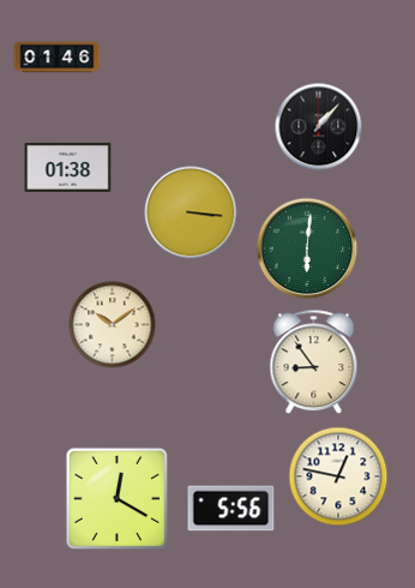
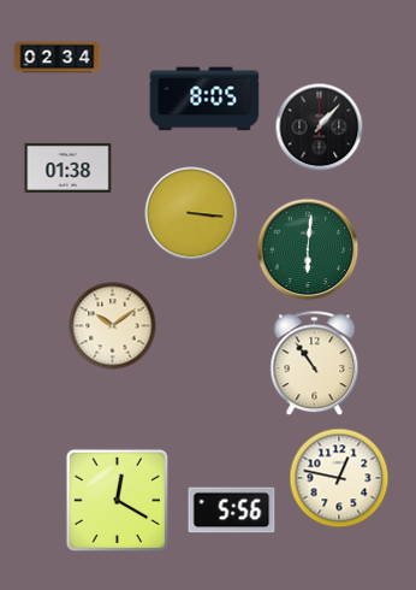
clock at (58, 58): 01:46 -> 02:34
clock at (204, 99): none -> 8:05
clock at (314, 362): 8:54 -> 10:54
